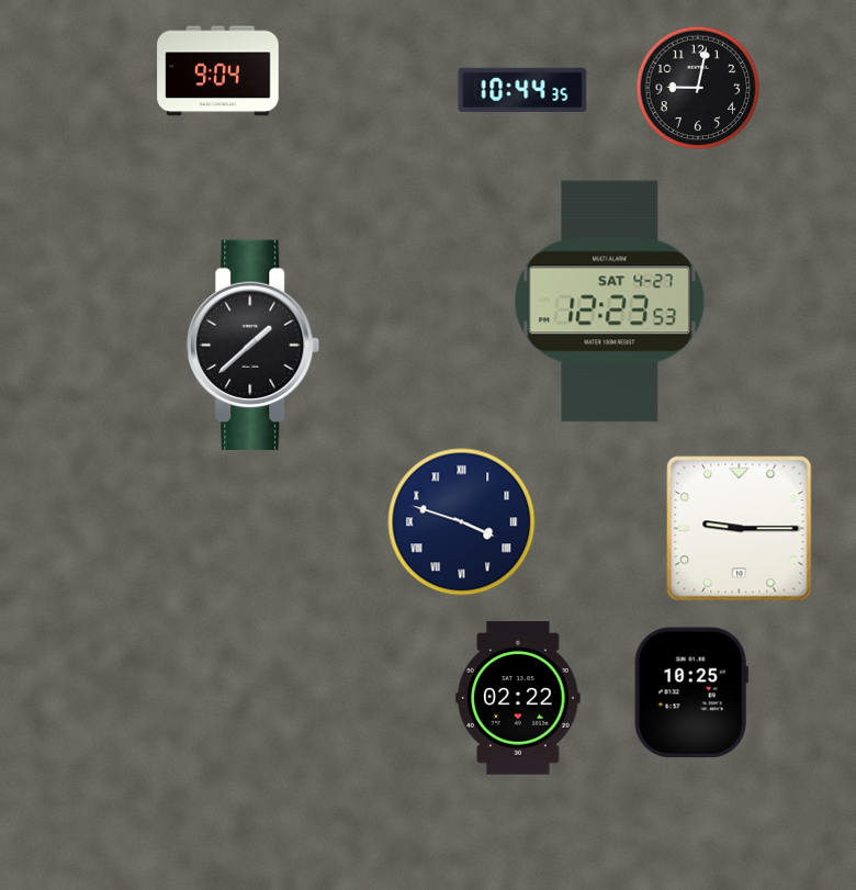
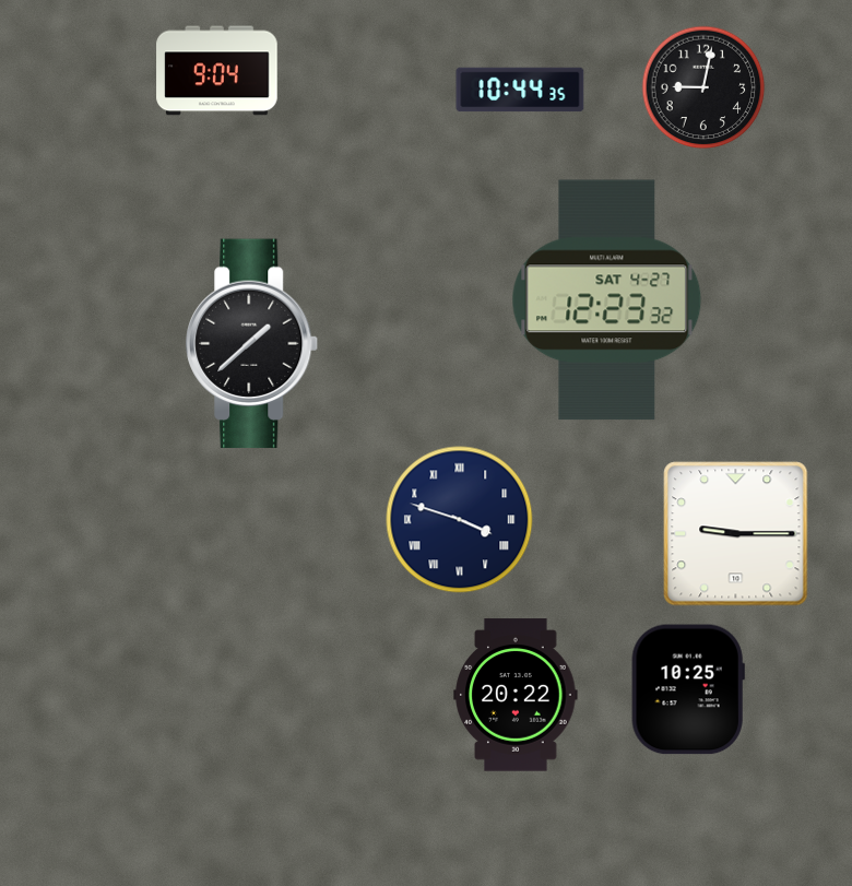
clock at (698, 88) position: (698, 88) -> (703, 87)
clock at (610, 302): 12:23:53 -> 12:23:32
clock at (740, 529) position: (740, 529) -> (736, 534)
clock at (518, 698): 02:22 -> 20:22
